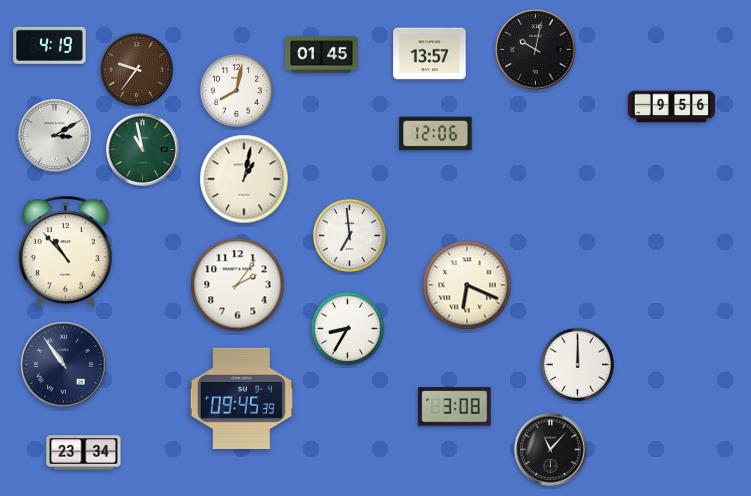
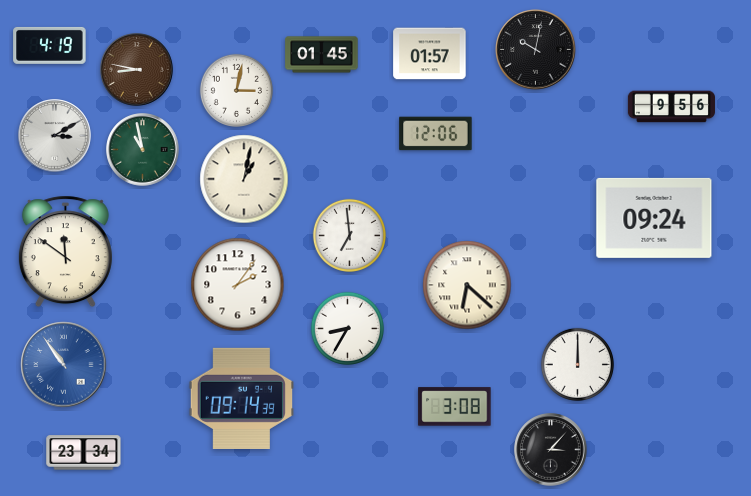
clock at (430, 54): 13:57 -> 01:57
clock at (137, 70): 9:36 -> 8:47
clock at (236, 90): 8:02 -> 3:02
clock at (654, 218): none -> 09:24
clock at (65, 252): 10:53 -> 11:51
clock at (467, 285): 6:19 -> 6:22
clock at (64, 365) dial: navy -> blue
clock at (241, 398): 09:45 -> 09:14
clock at (551, 450): 11:07 -> 3:07
